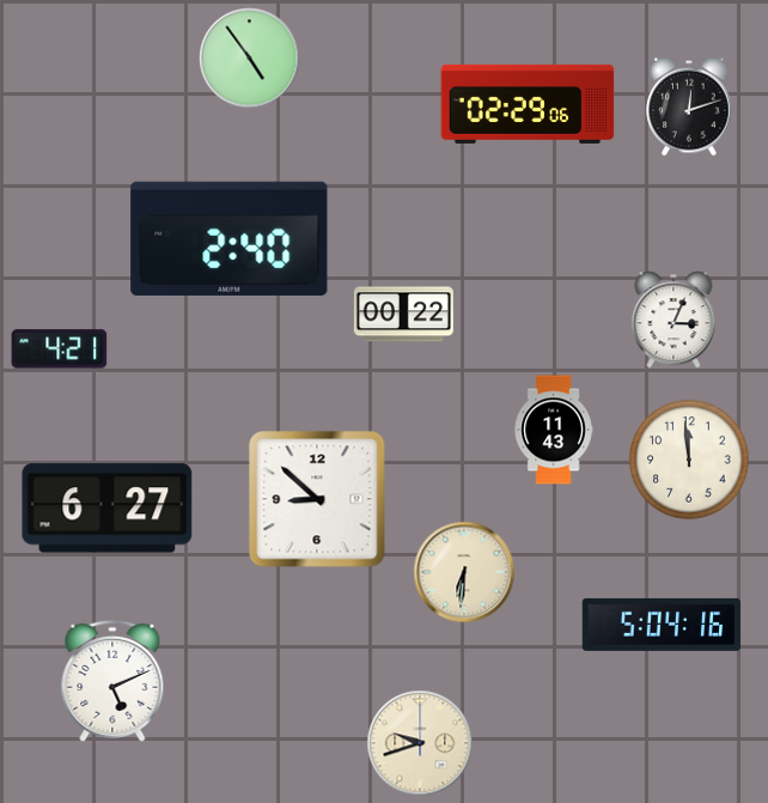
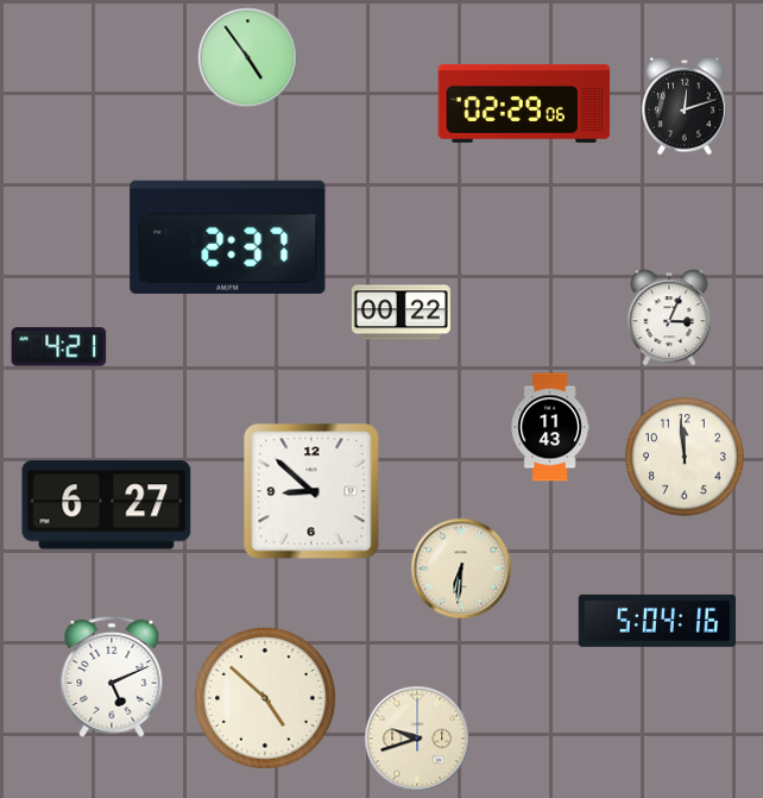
clock at (230, 238): 2:40 -> 2:37
clock at (317, 499) position: (317, 499) -> (311, 491)
clock at (265, 698): none -> 4:52
